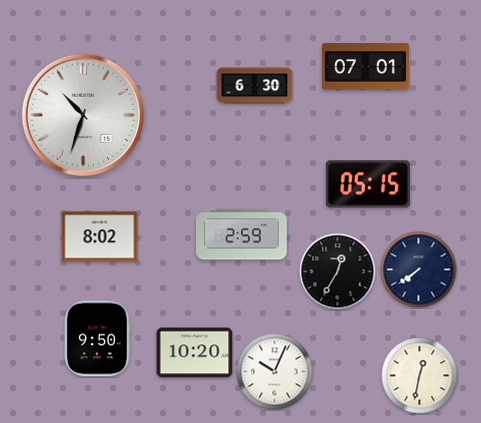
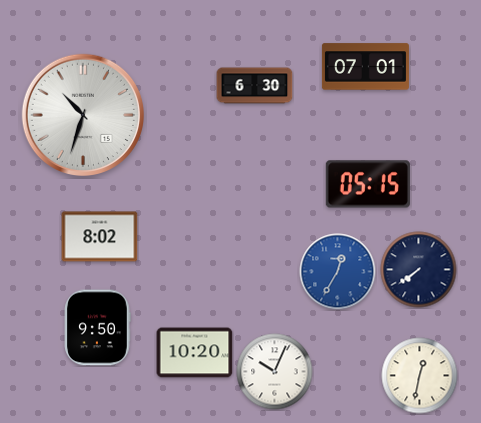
clock at (242, 235): 2:59 -> none
clock at (338, 272) dial: black -> blue
clock at (97, 339) position: (97, 339) -> (97, 328)
